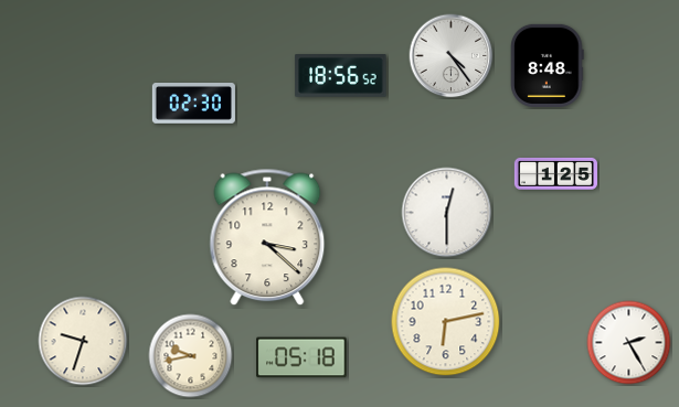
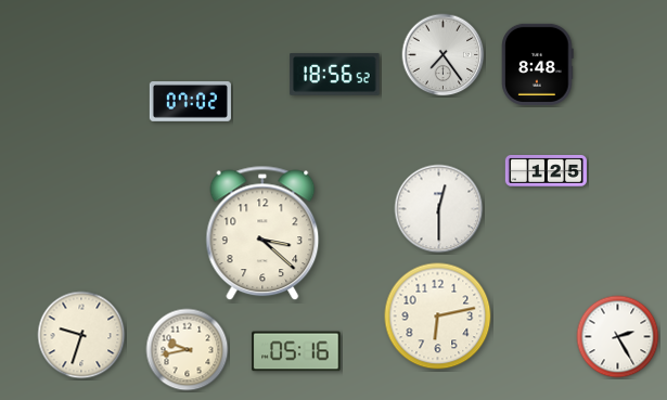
clock at (452, 56): 4:24 -> 7:24
clock at (193, 104): 02:30 -> 07:02
clock at (301, 357): 05:18 -> 05:16
